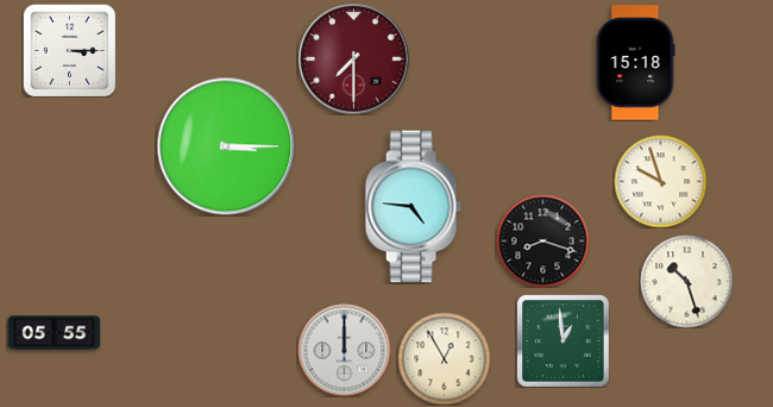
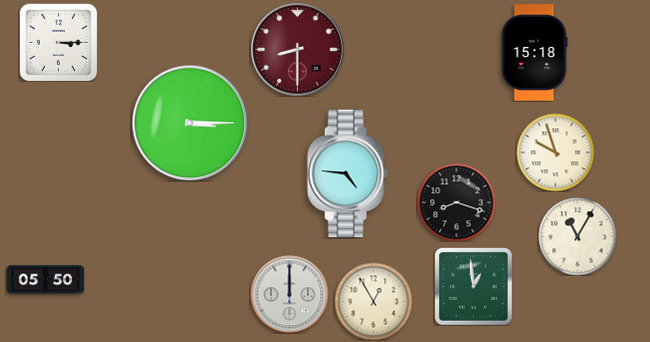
clock at (353, 58): 7:30 -> 8:30
clock at (686, 281): 10:27 -> 11:05
clock at (54, 333): 05:55 -> 05:50
